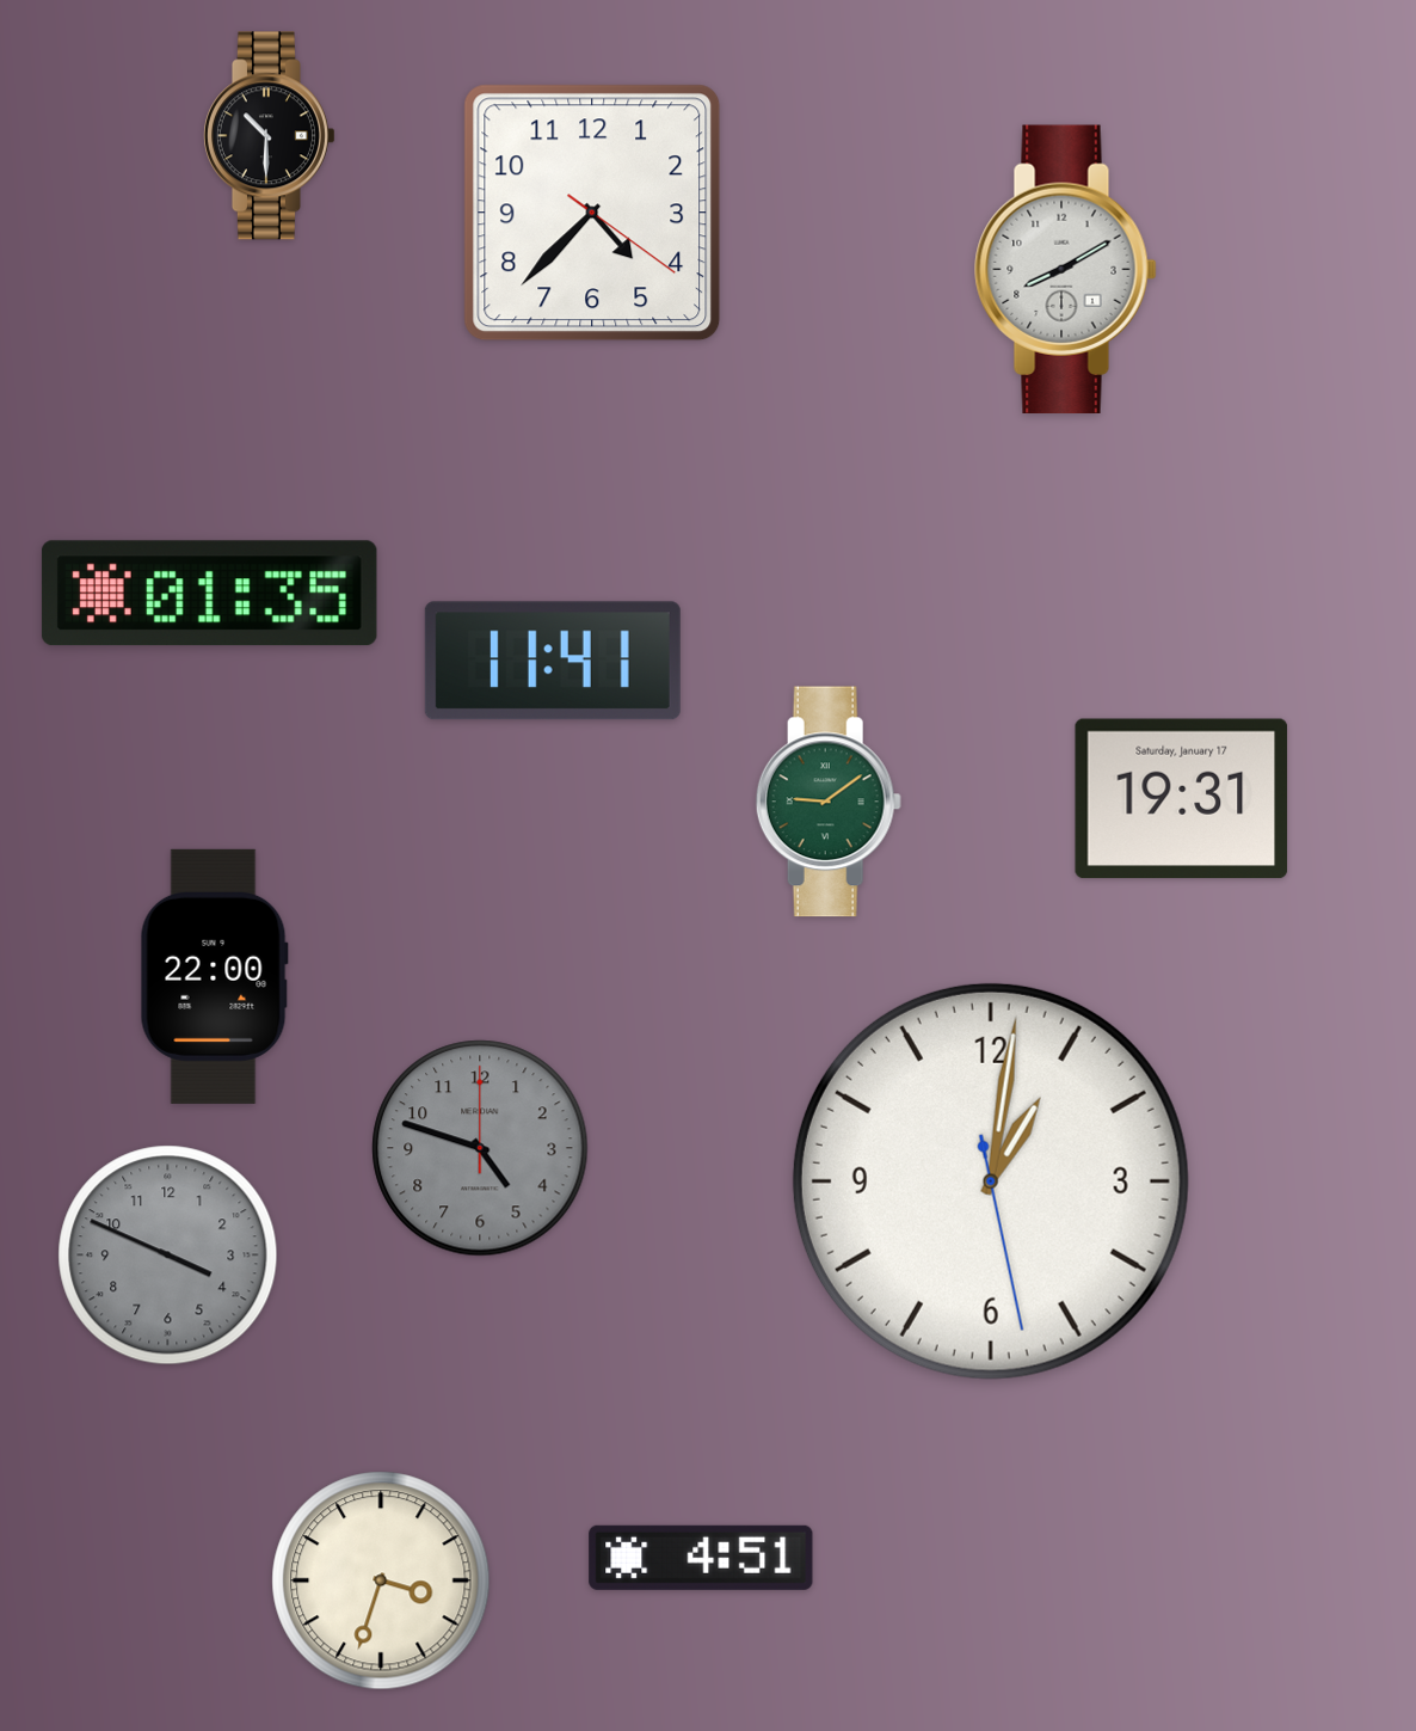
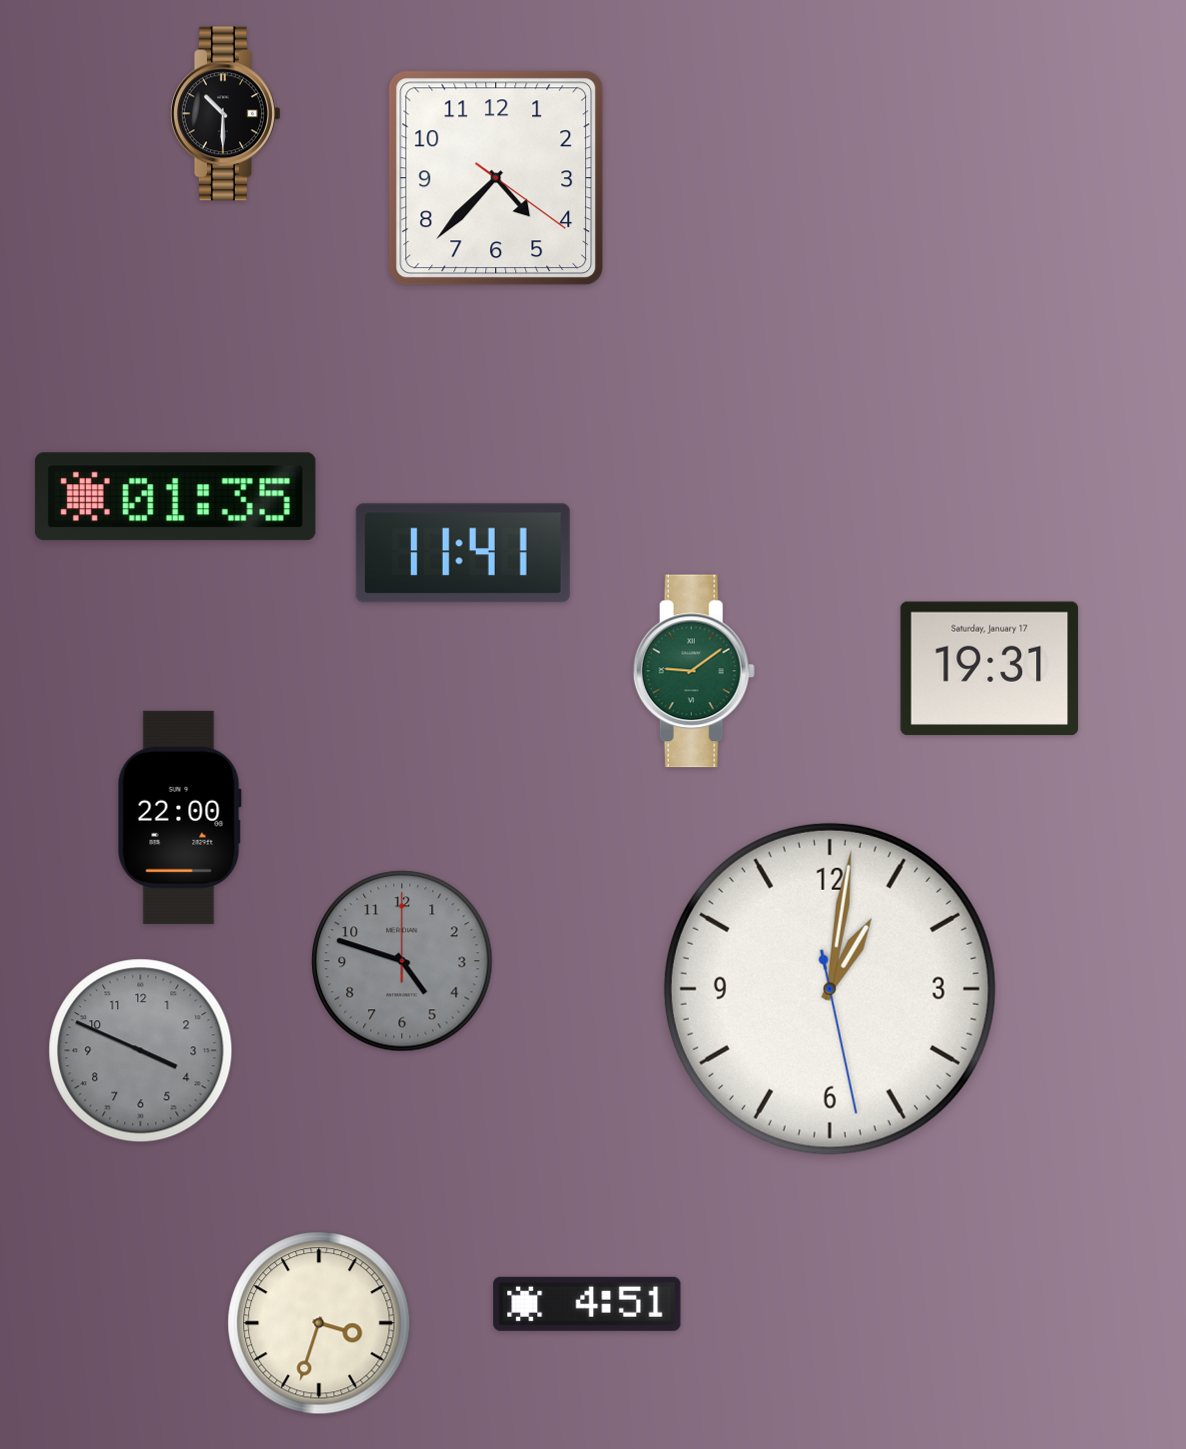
clock at (1066, 269): 8:10 -> none
